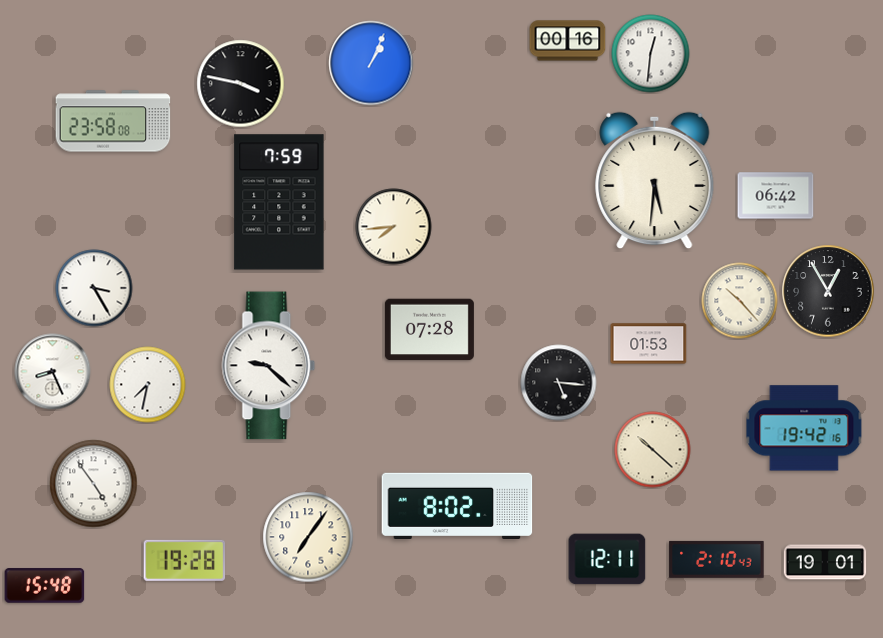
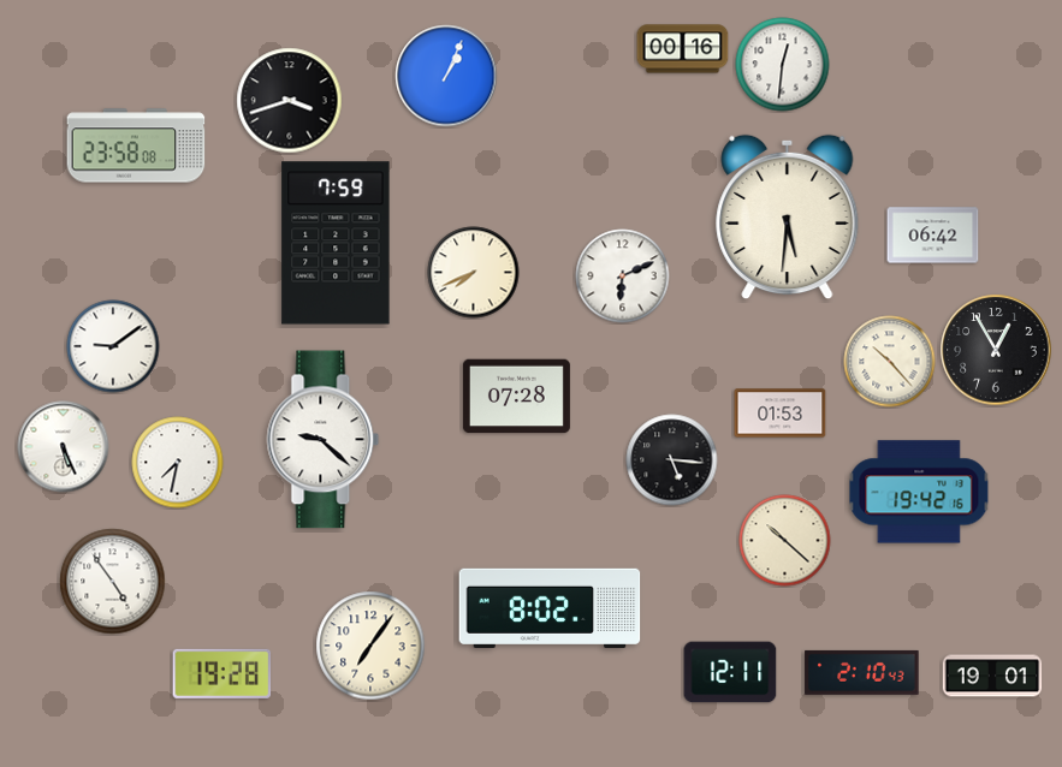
clock at (241, 84): 3:47 -> 3:42
clock at (394, 227): 7:44 -> 7:41
clock at (623, 277): none -> 6:11
clock at (94, 288): 3:25 -> 9:09
clock at (53, 372): 8:26 -> 5:26
clock at (804, 428) position: (804, 428) -> (919, 492)
clock at (45, 586): 15:48 -> none
